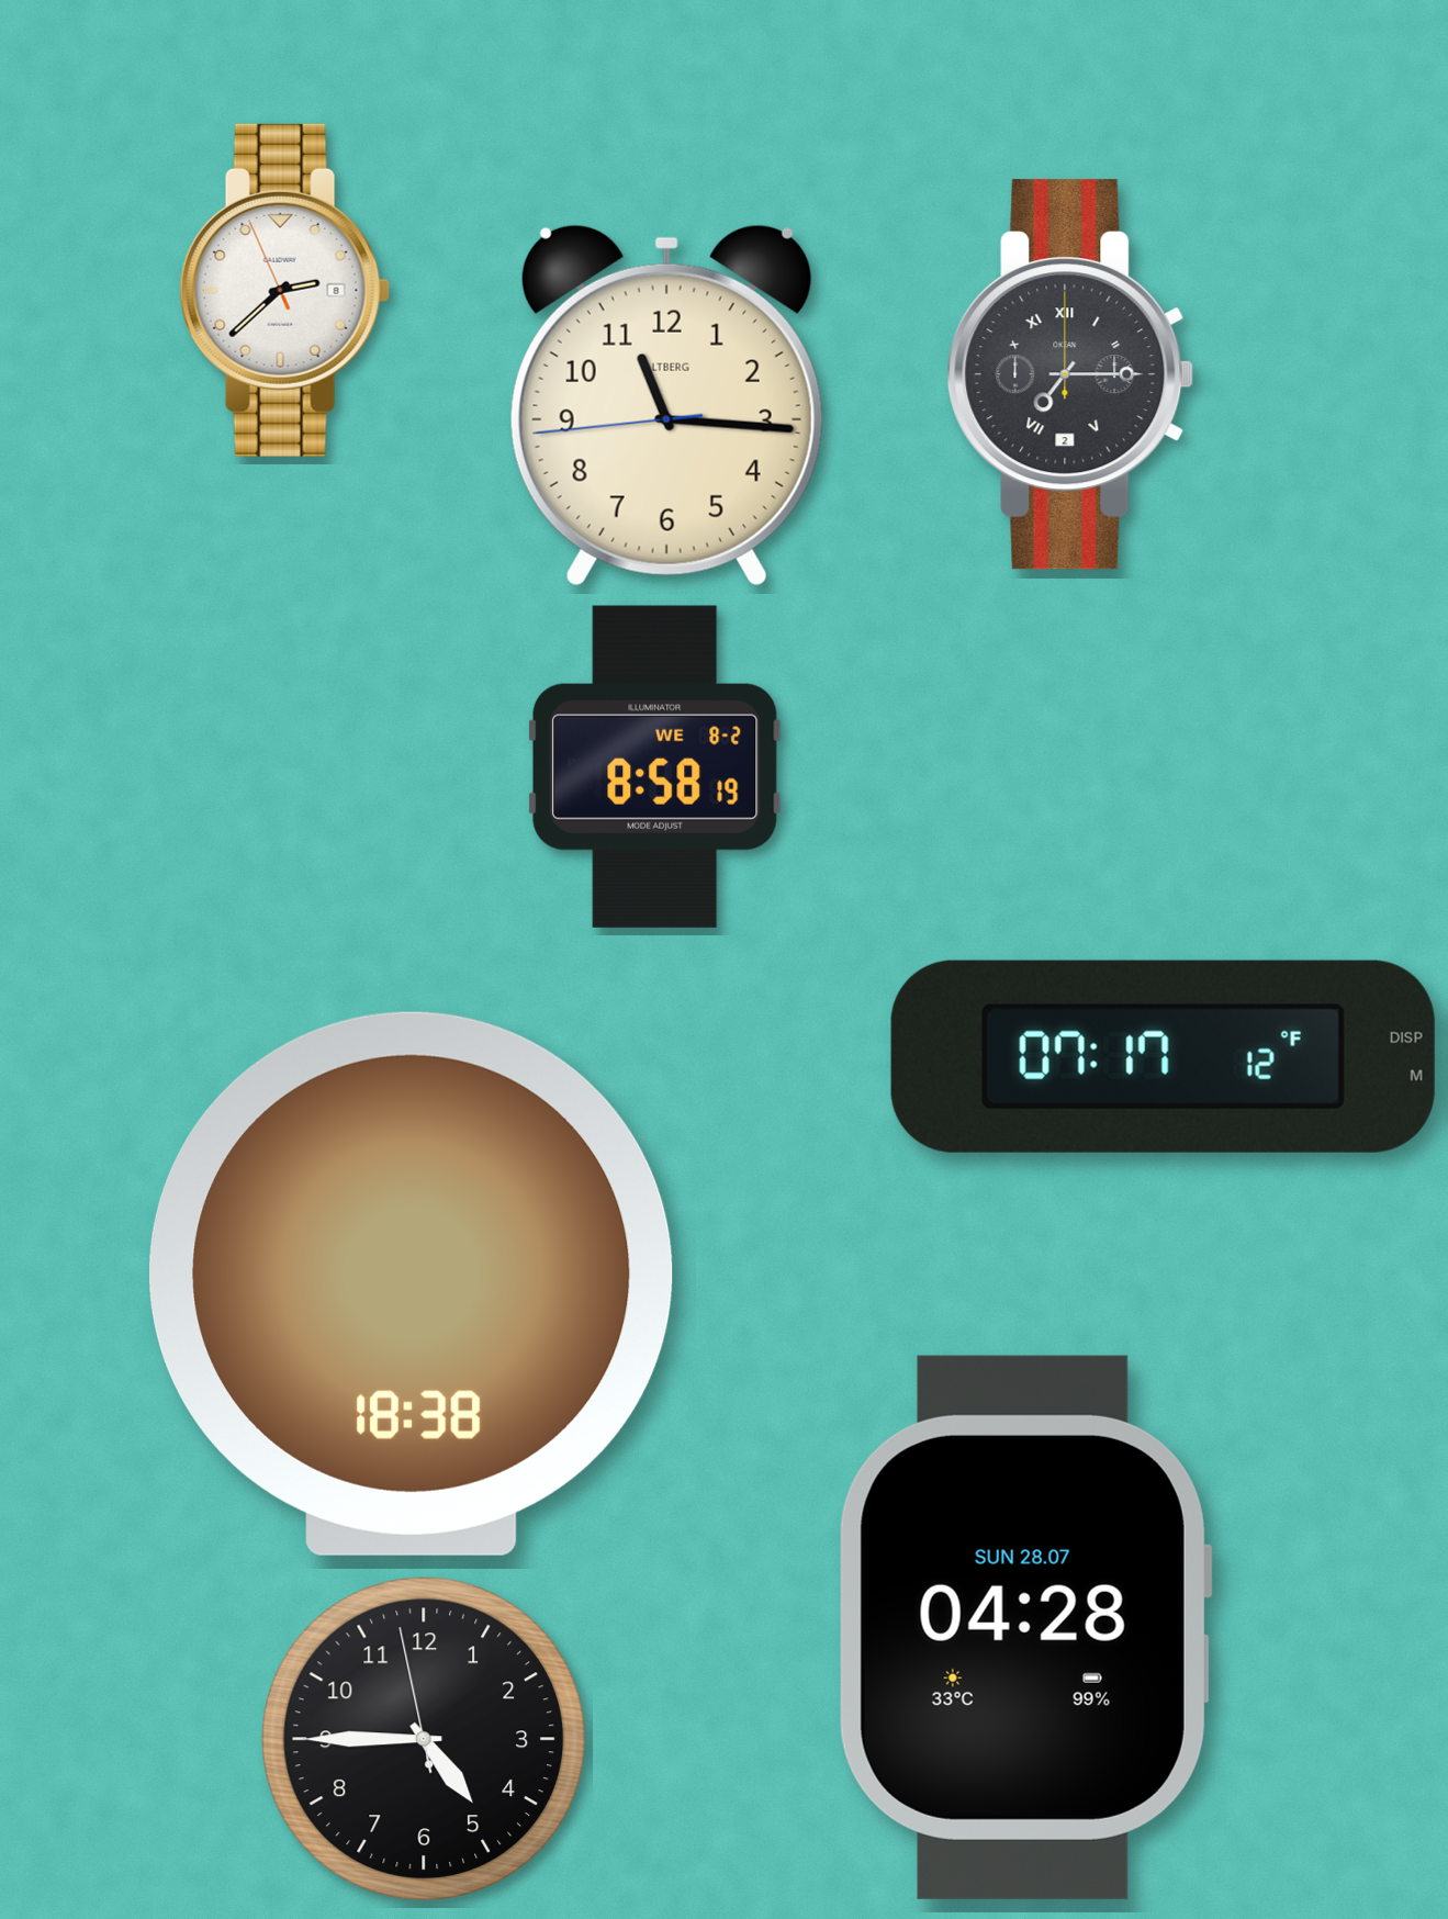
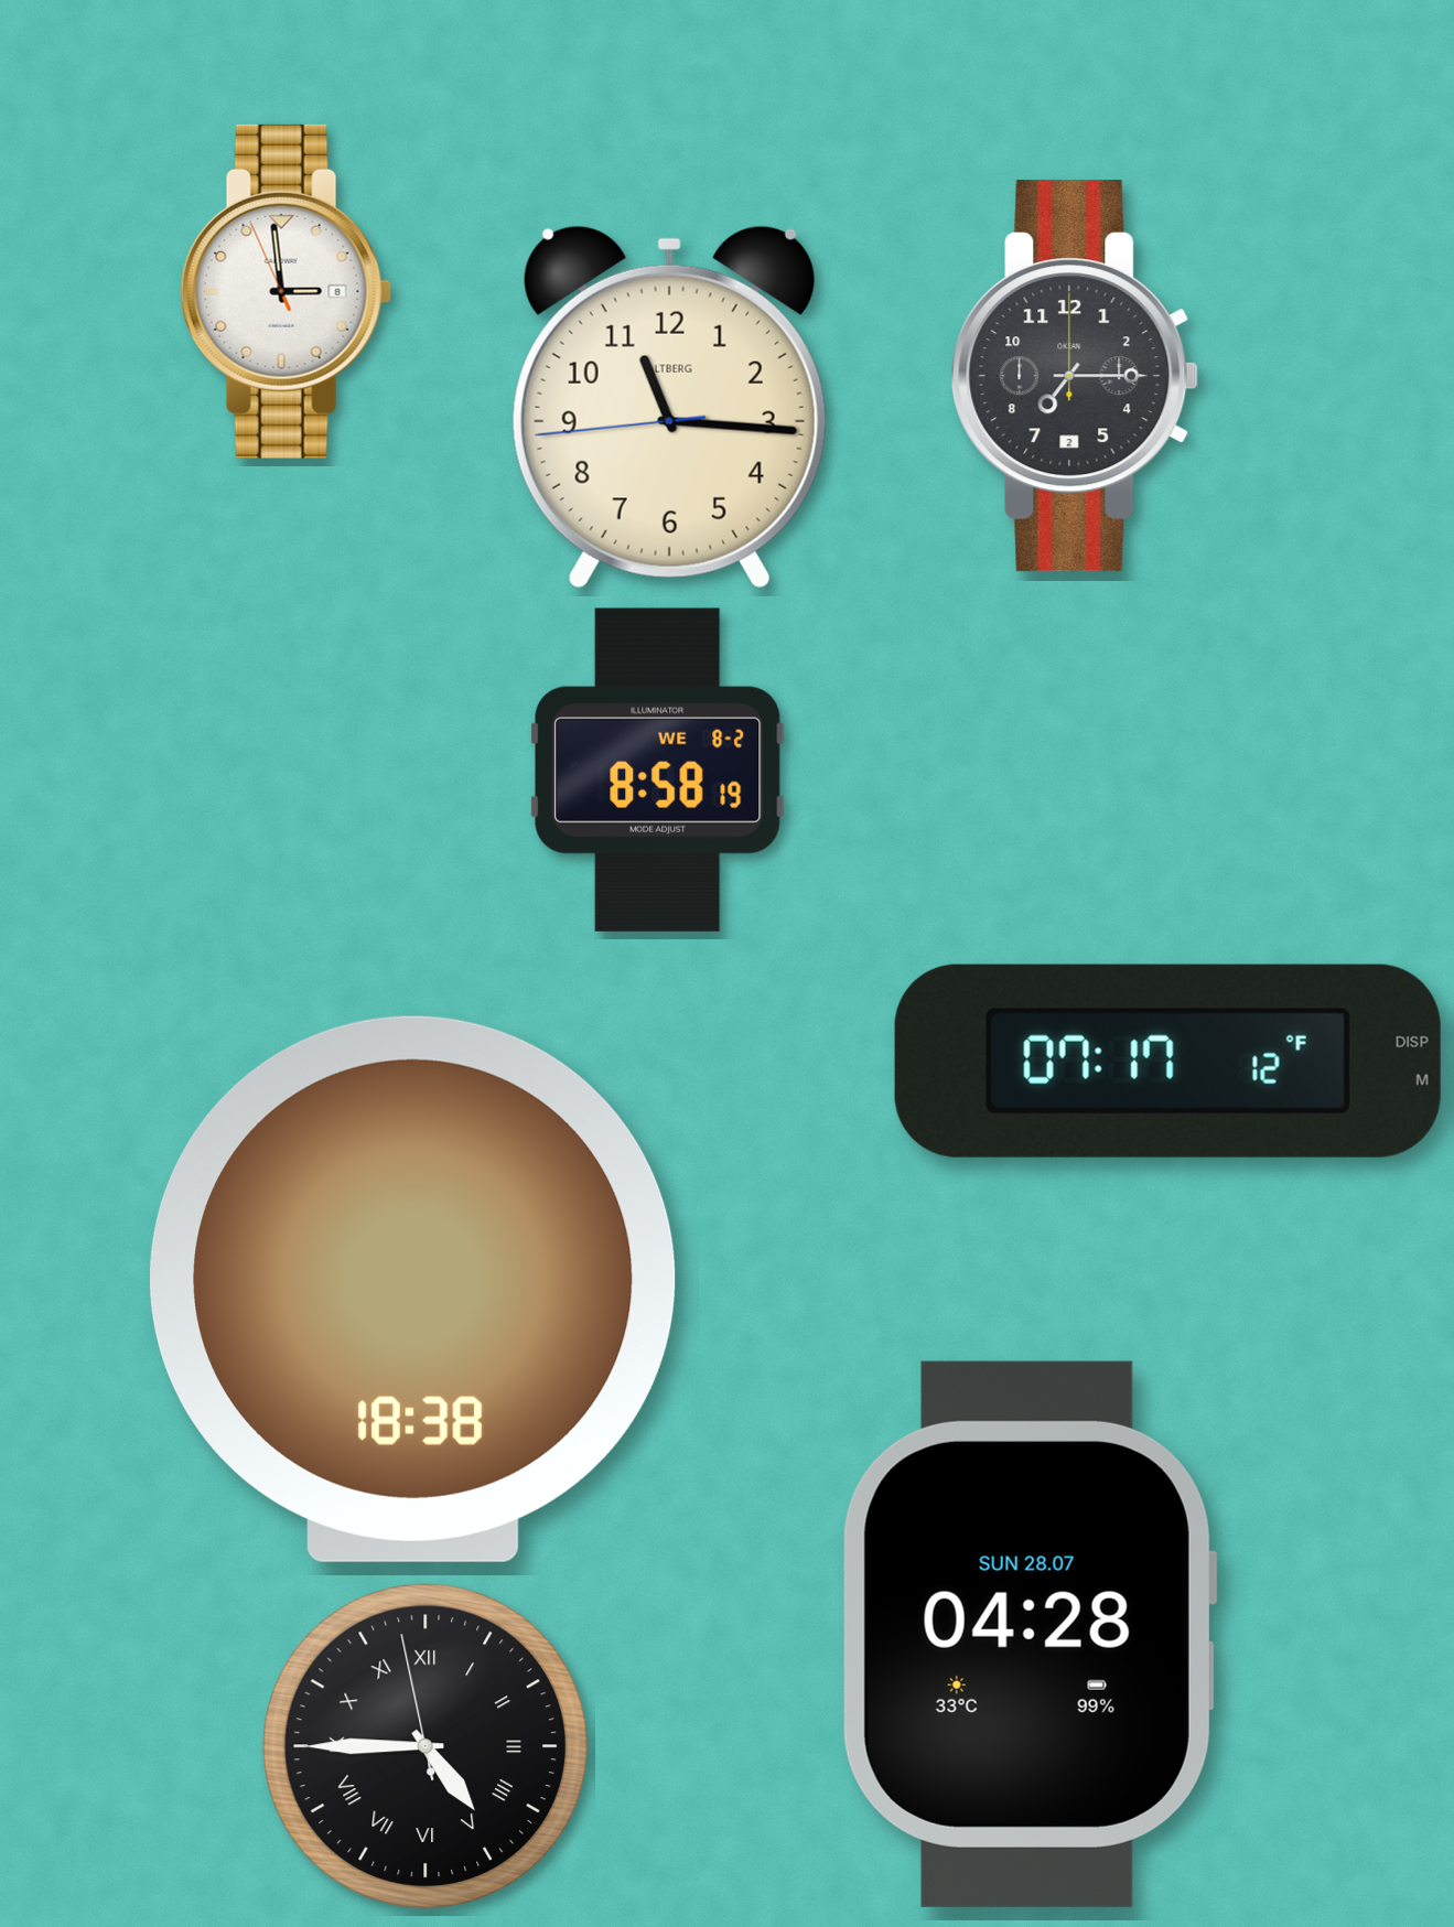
clock at (284, 290): 2:37 -> 2:58
clock at (1070, 374) numerals: Roman -> Arabic
clock at (424, 1739) numerals: Arabic -> Roman
